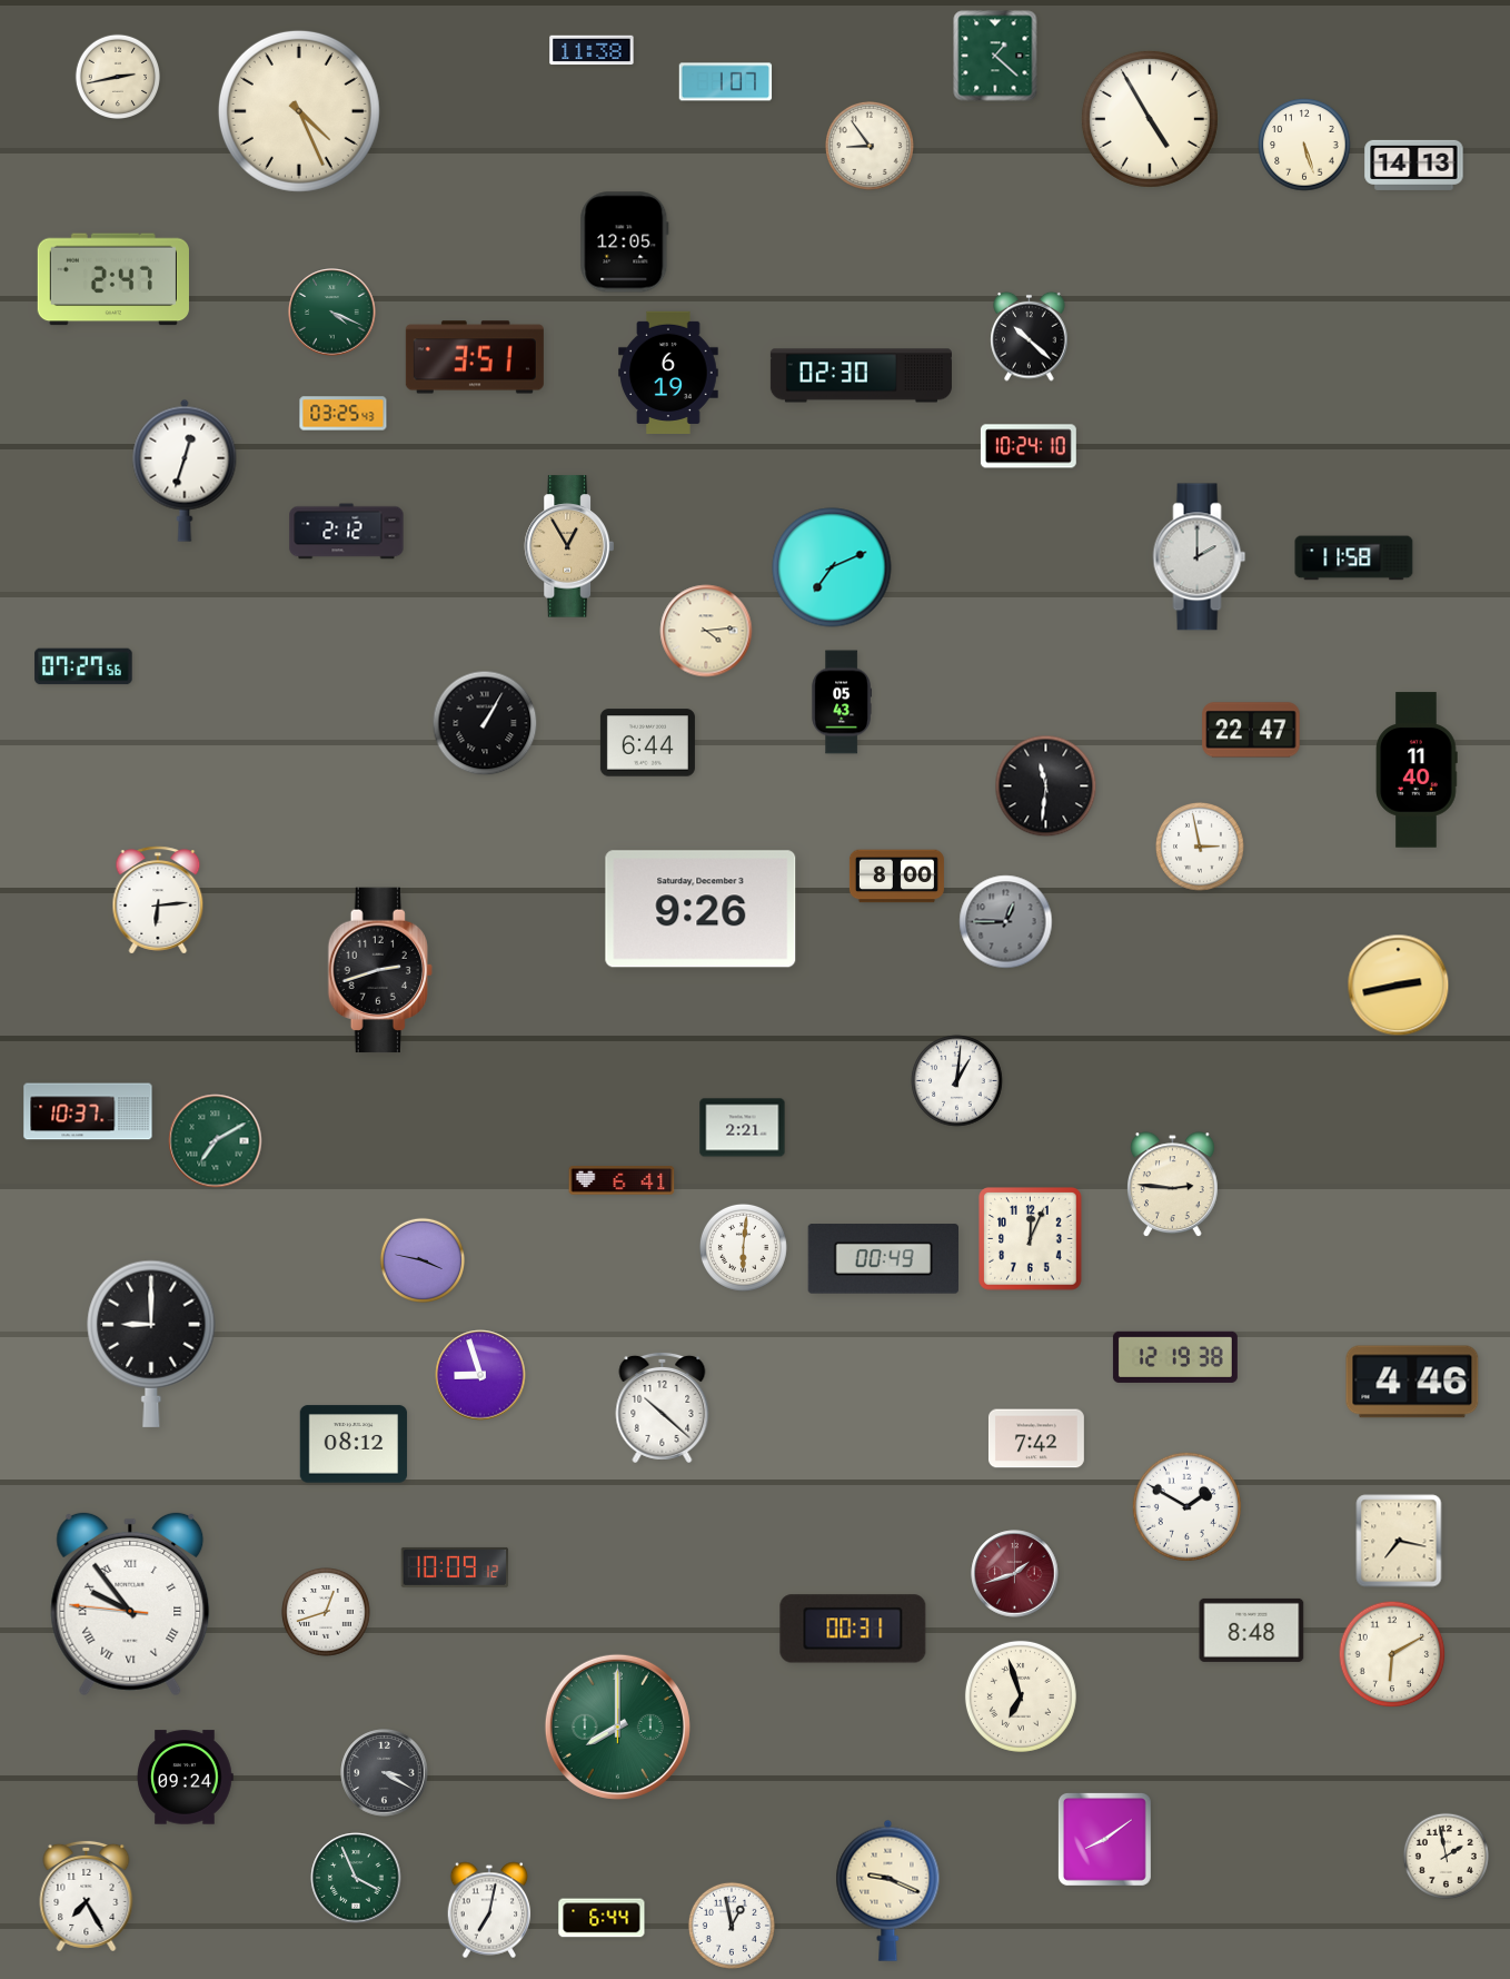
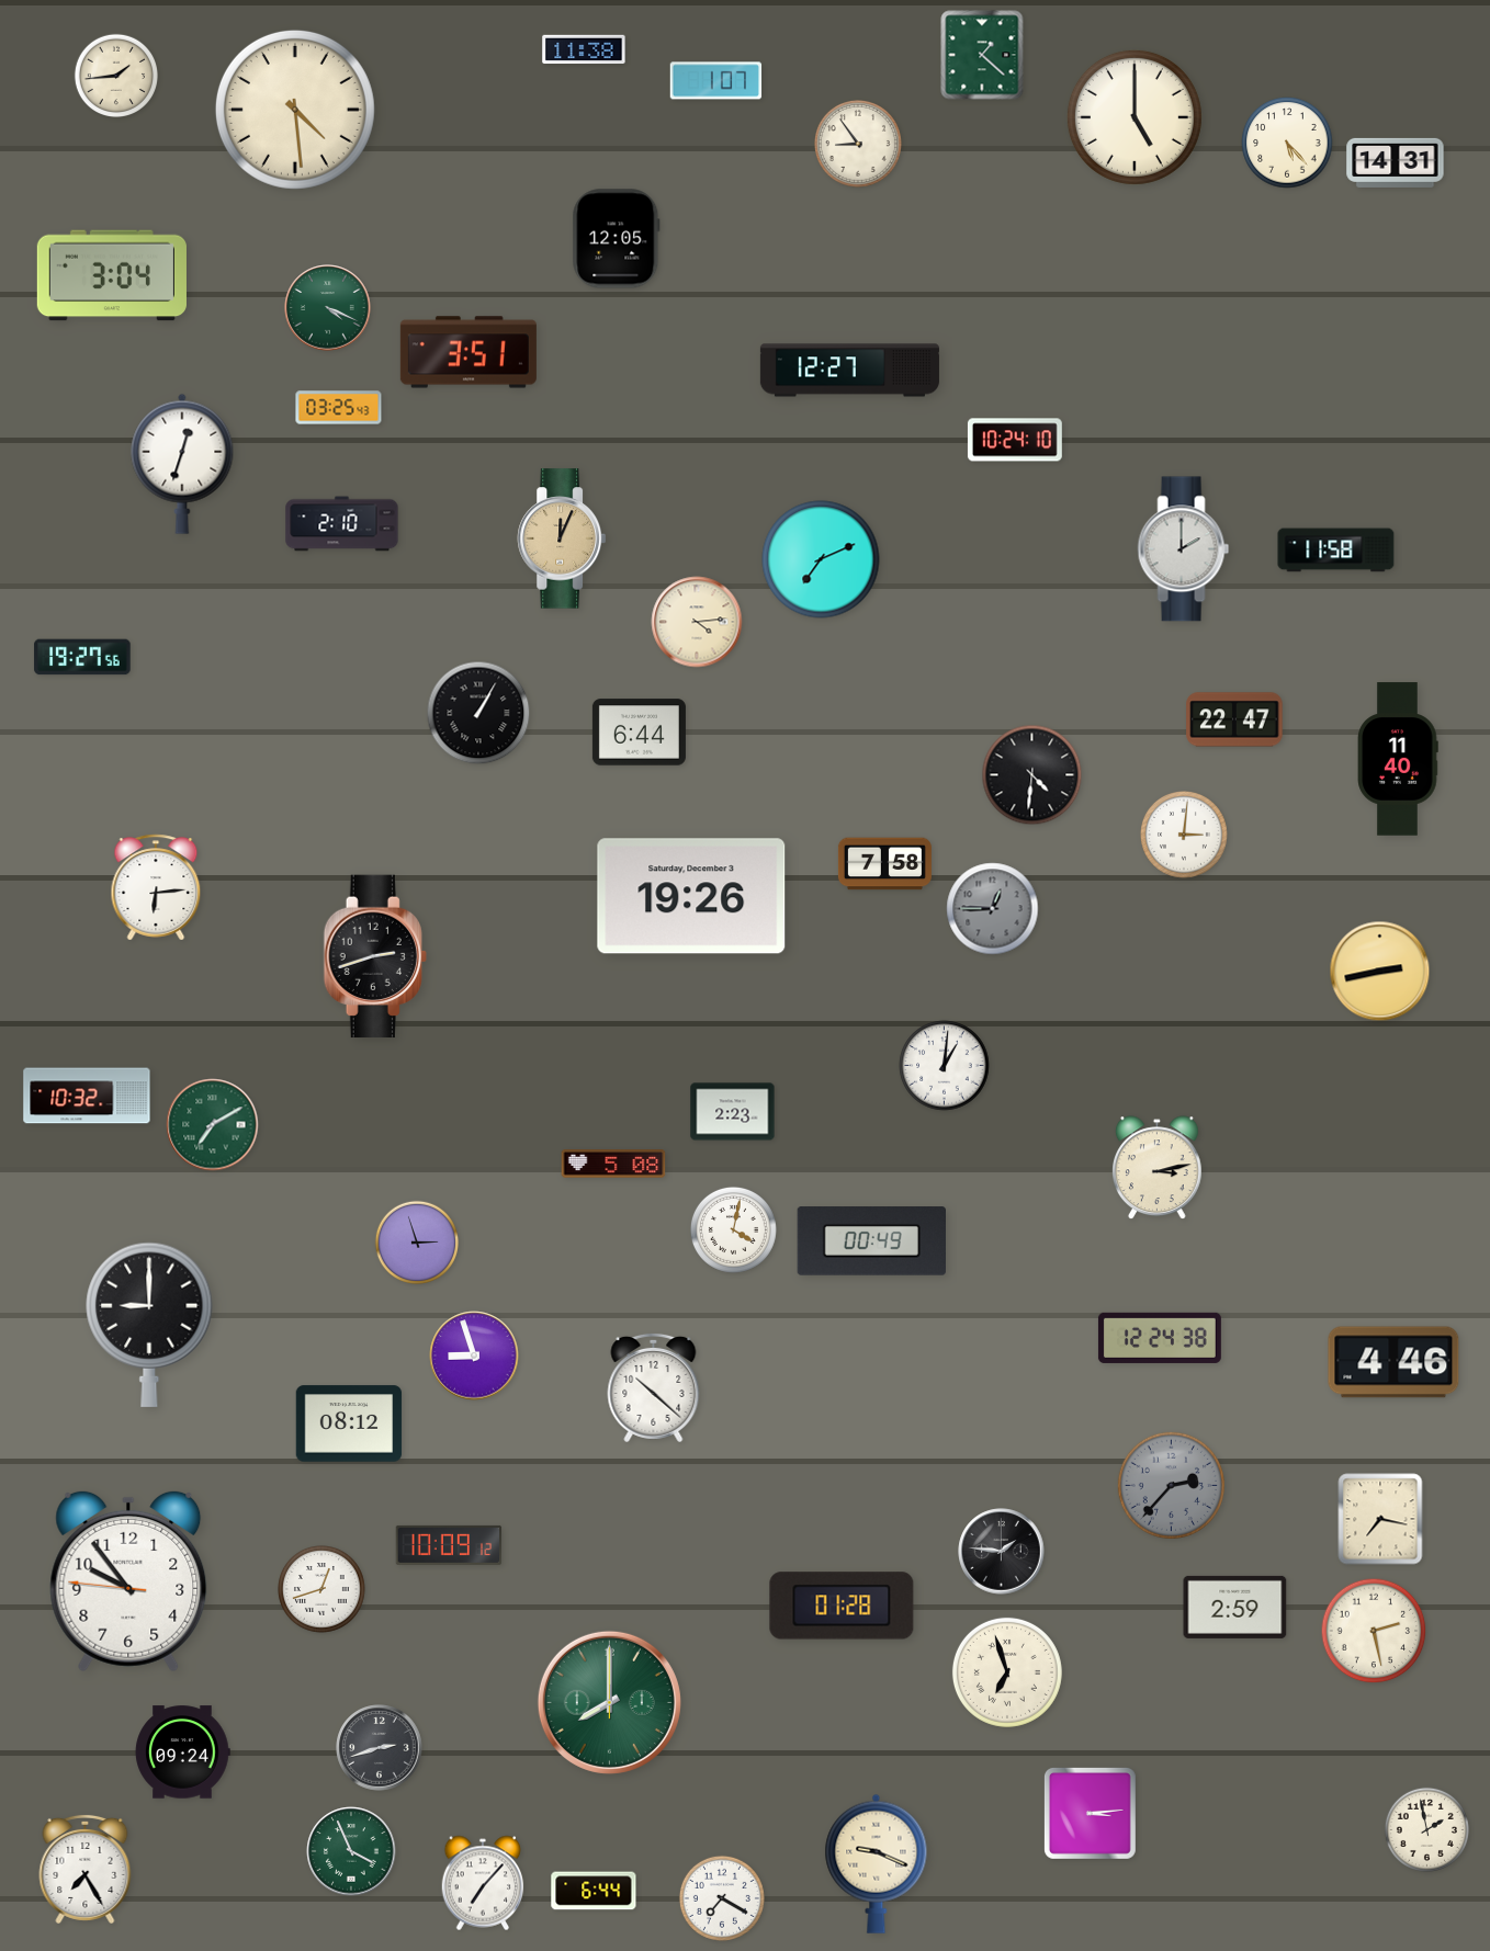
clock at (117, 76): 2:43 -> 1:44
clock at (299, 111): 4:26 -> 4:29
clock at (1150, 119): 4:55 -> 5:00
clock at (1304, 145): 5:27 -> 5:23
clock at (1414, 165): 14:13 -> 14:31
clock at (113, 279): 2:47 -> 3:04
clock at (1030, 336): 10:22 -> none
clock at (668, 372): 6:19 -> none
clock at (861, 376): 02:30 -> 12:27
clock at (347, 532): 2:12 -> 2:10
clock at (569, 546): 12:55 -> 12:04
clock at (83, 666): 07:27 -> 19:27
clock at (841, 702): 05:43 -> none
clock at (1046, 786): 11:31 -> 4:31
clock at (1201, 848): 2:58 -> 3:01
clock at (896, 877): 8:00 -> 7:58
clock at (701, 909): 9:26 -> 19:26
clock at (88, 1111): 10:37 -> 10:32
clock at (743, 1128): 2:21 -> 2:23
clock at (622, 1180): 6:41 -> 5:08
clock at (1173, 1185): 2:46 -> 3:13
clock at (1031, 1239): 12:04 -> none
clock at (743, 1247): 6:01 -> 4:02
clock at (421, 1259): 3:47 -> 2:57
clock at (1175, 1357): 12:19 -> 12:24
clock at (1036, 1438): 7:42 -> none
clock at (1186, 1506): 1:50 -> 2:37
clock at (1186, 1506) dial: white -> grey
clock at (1015, 1574): 1:42 -> 1:46
clock at (1015, 1574) dial: burgundy -> black
clock at (130, 1604) numerals: Roman -> Arabic
clock at (853, 1629): 00:31 -> 01:28
clock at (1252, 1630): 8:48 -> 2:59
clock at (1392, 1654): 6:10 -> 2:28
clock at (385, 1773): 3:20 -> 2:42
clock at (1104, 1839): 8:09 -> 3:14
clock at (489, 1910): 7:02 -> 7:07
clock at (732, 1926): 12:58 -> 7:20
